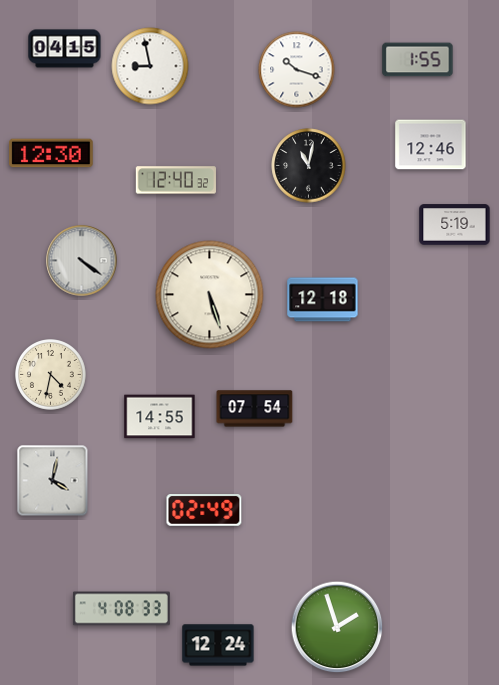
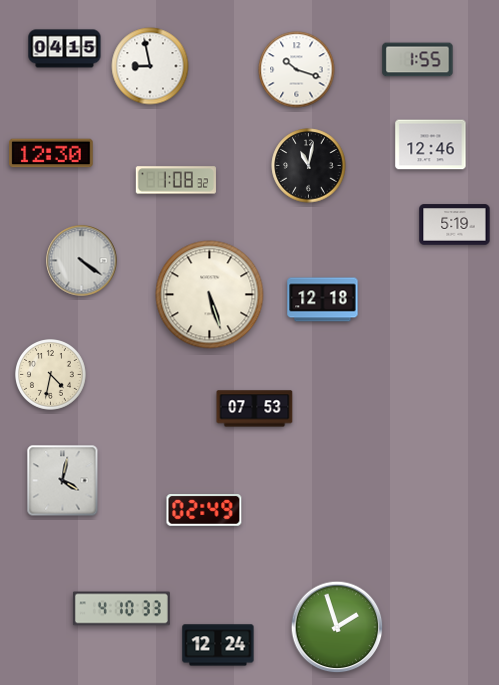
clock at (176, 180): 12:40 -> 1:08
clock at (255, 409): 07:54 -> 07:53
clock at (160, 417): 14:55 -> none
clock at (53, 481) position: (53, 481) -> (63, 481)
clock at (121, 609): 4:08 -> 4:10
